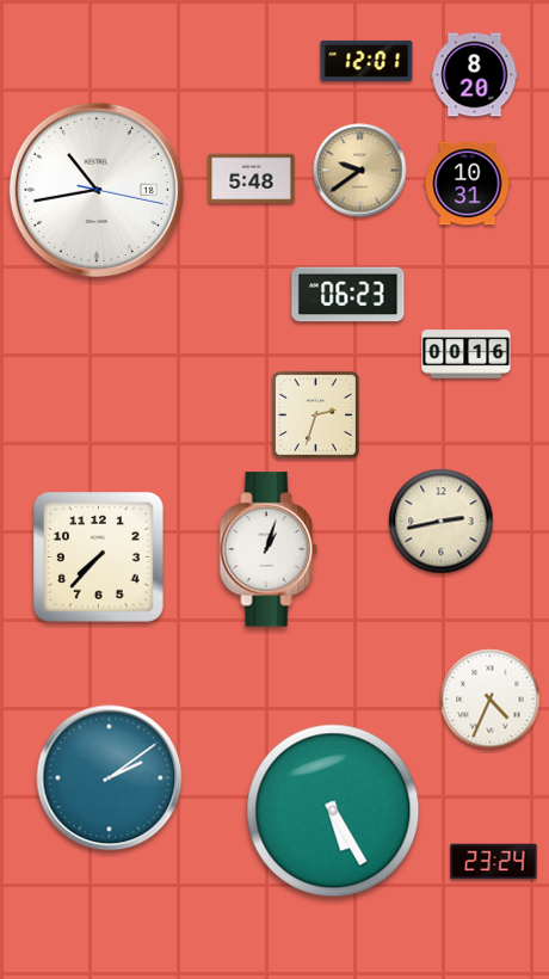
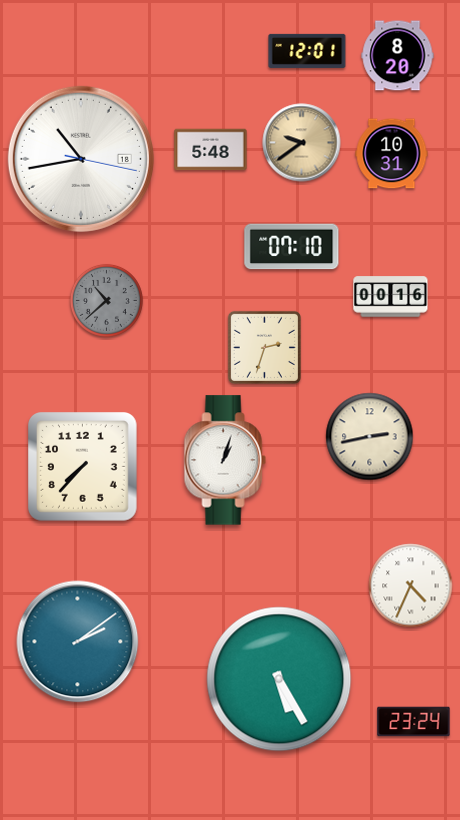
clock at (475, 75) position: (475, 75) -> (398, 56)
clock at (348, 295): 06:23 -> 07:10
clock at (106, 300): none -> 10:38
clock at (110, 778) position: (110, 778) -> (78, 642)
